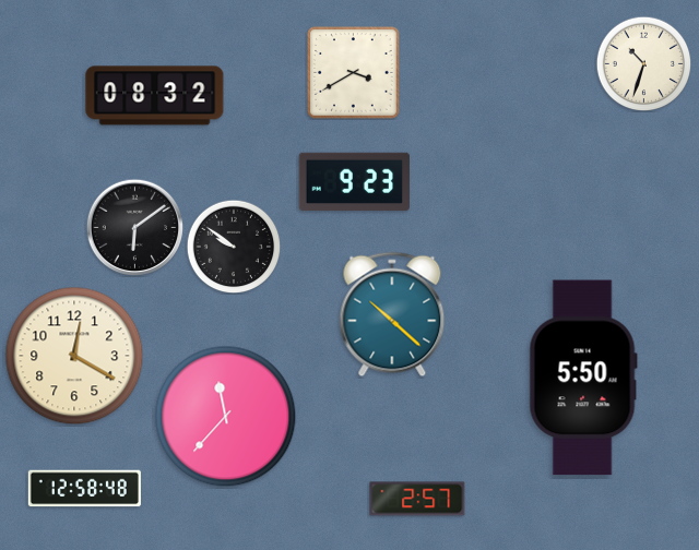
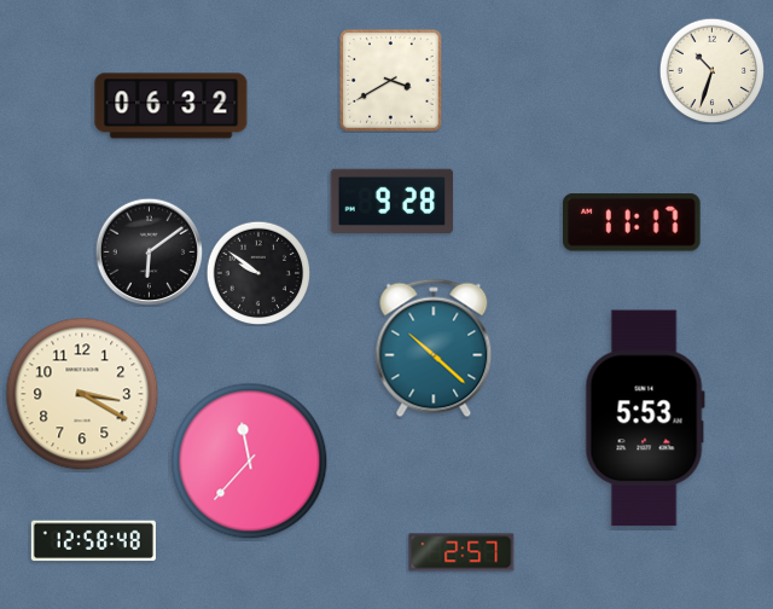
clock at (155, 96): 08:32 -> 06:32
clock at (354, 181): 9:23 -> 9:28
clock at (633, 222): none -> 11:17
clock at (74, 356): 12:20 -> 3:20
clock at (583, 378): 5:50 -> 5:53
